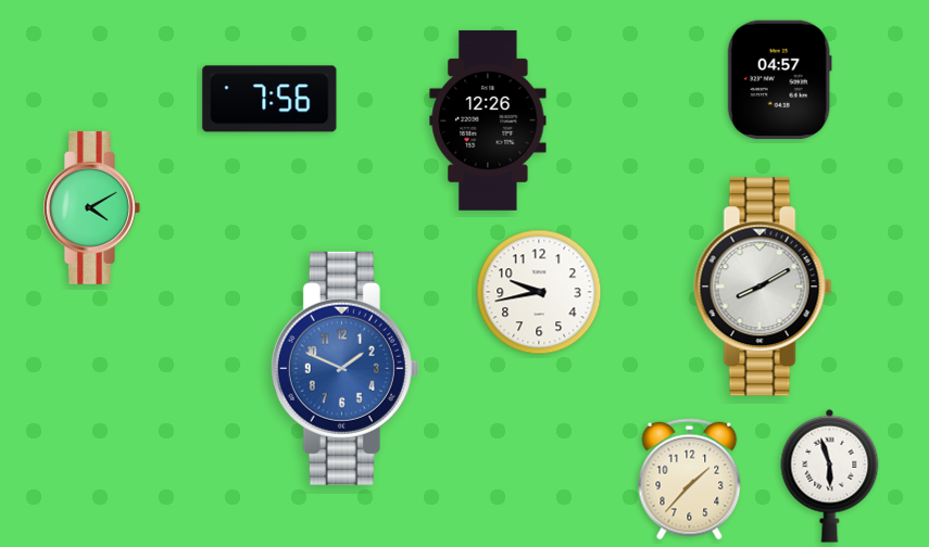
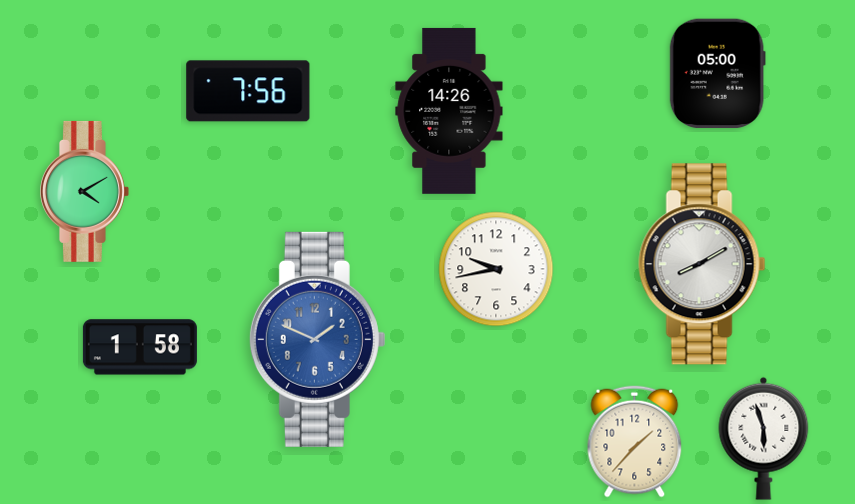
clock at (779, 80): 04:57 -> 05:00
clock at (488, 120): 12:26 -> 14:26
clock at (140, 347): none -> 1:58
